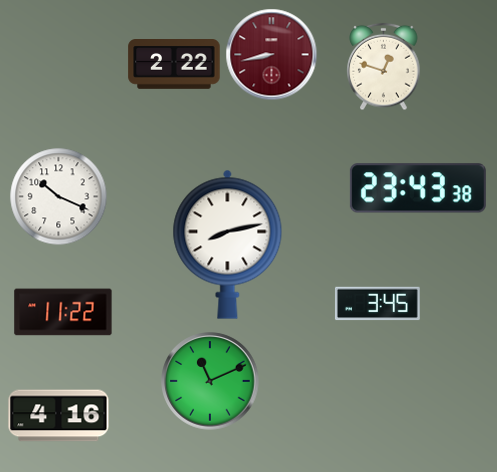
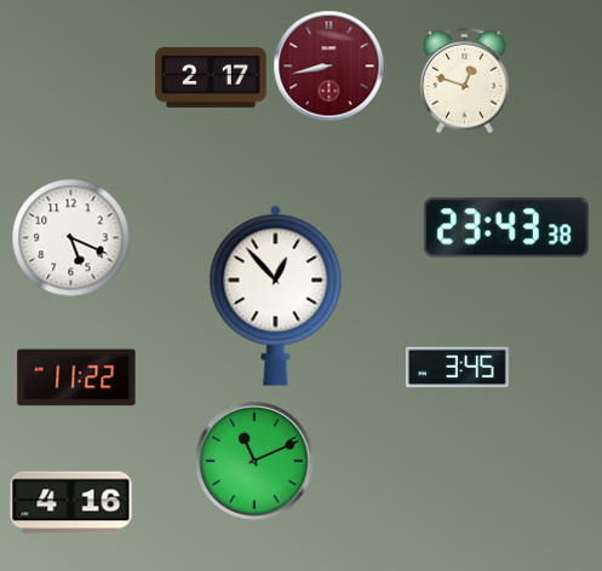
clock at (174, 65): 2:22 -> 2:17
clock at (58, 196): 10:19 -> 5:19
clock at (228, 244): 8:13 -> 12:53
